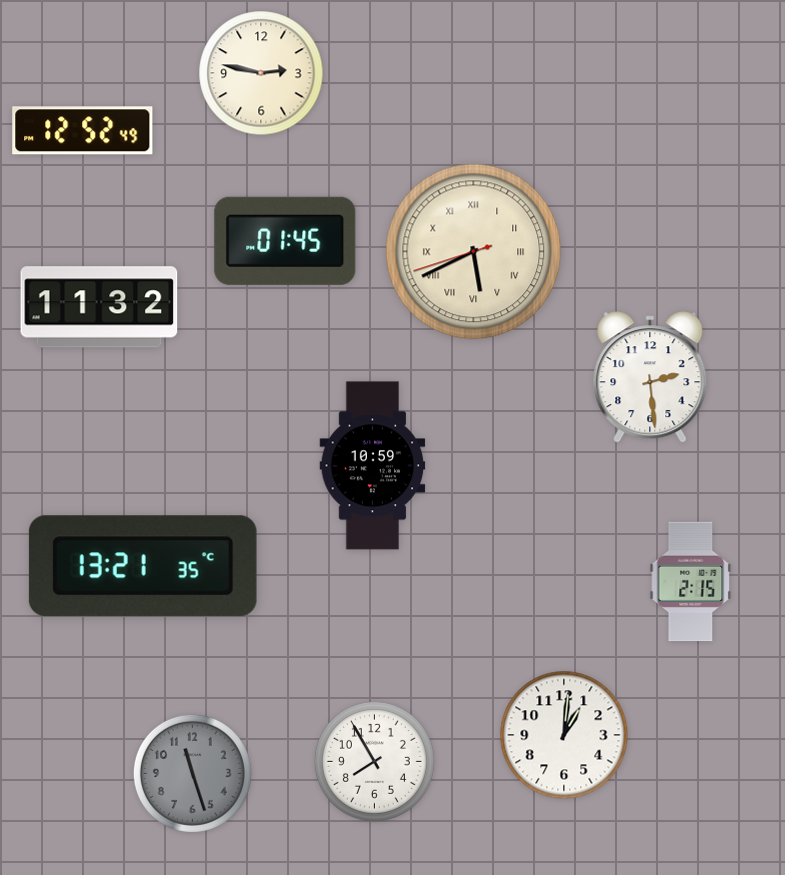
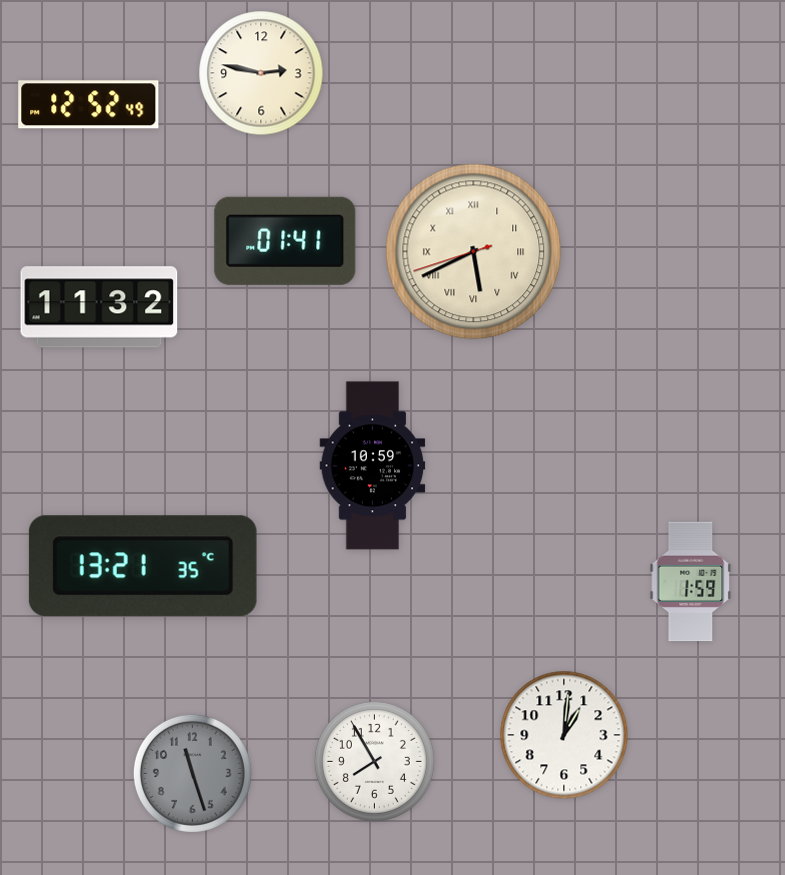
clock at (83, 131) position: (83, 131) -> (89, 105)
clock at (285, 241): 01:45 -> 01:41
clock at (650, 377): 2:29 -> none
clock at (691, 582): 2:15 -> 1:59
